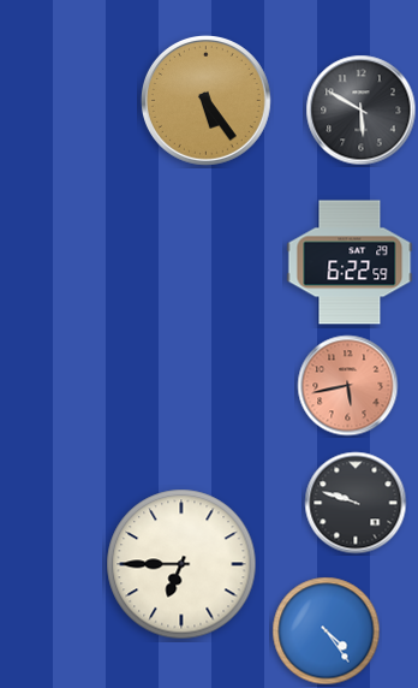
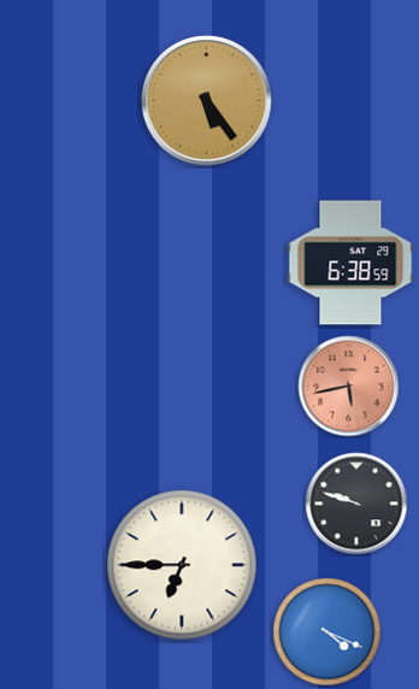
clock at (362, 111): 5:50 -> none
clock at (350, 262): 6:22 -> 6:38
clock at (327, 631): 4:24 -> 4:19
